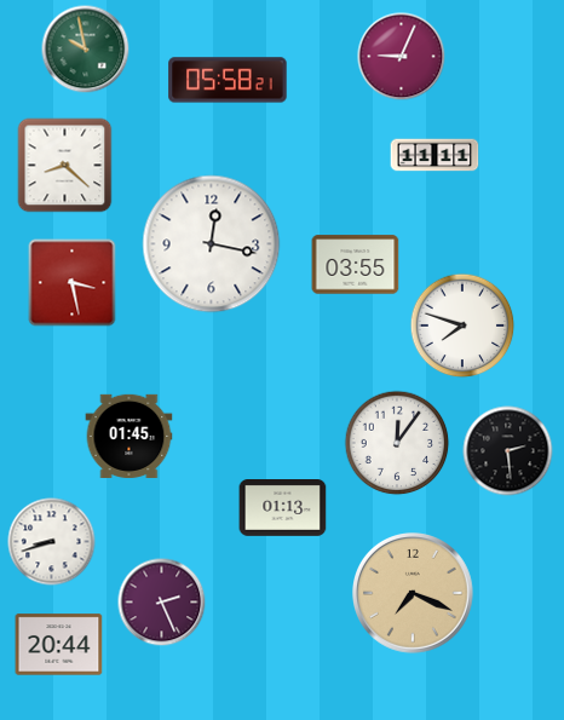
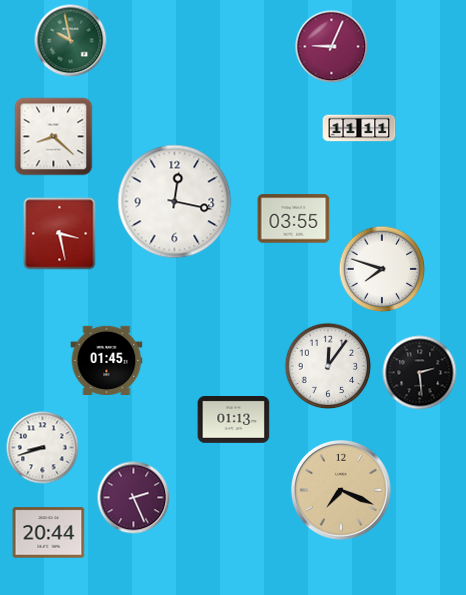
clock at (228, 80): 05:58 -> none
